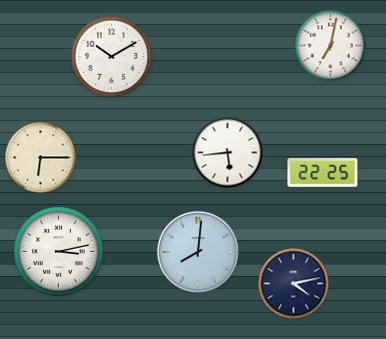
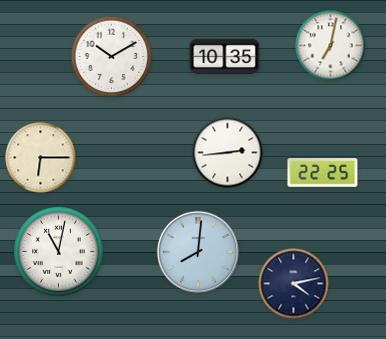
clock at (225, 56): none -> 10:35
clock at (228, 153): 5:44 -> 2:44
clock at (59, 252): 3:13 -> 11:02
